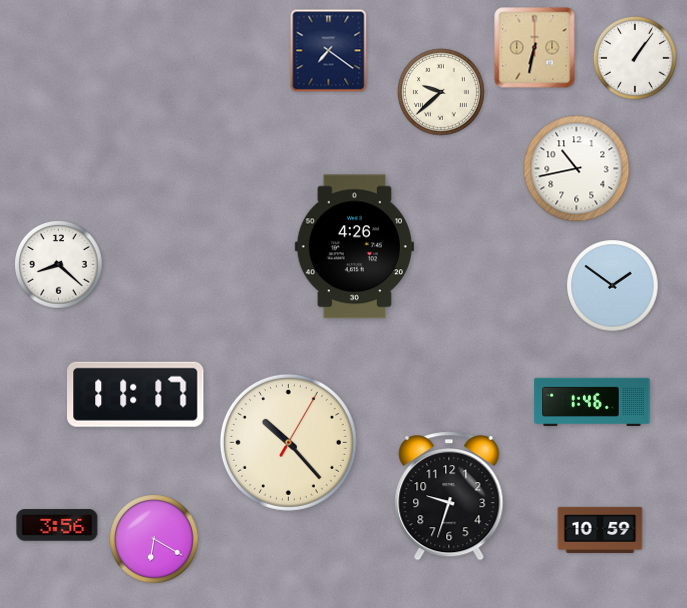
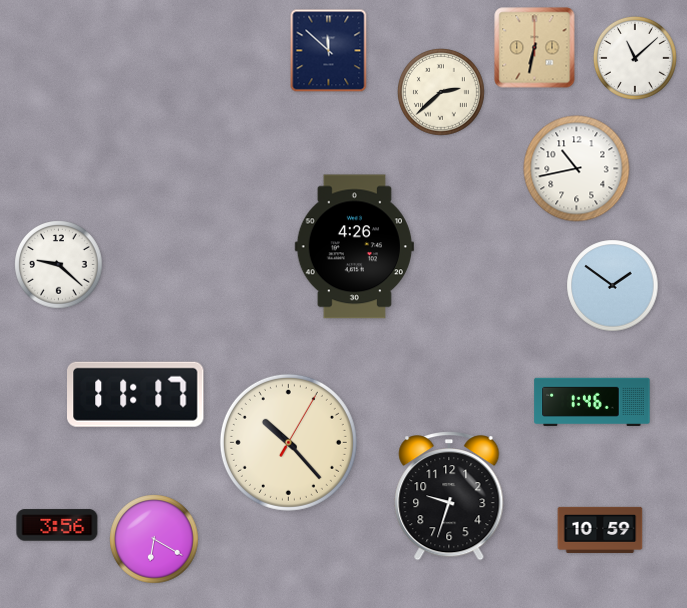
clock at (329, 51): 7:21 -> 11:52
clock at (635, 58): 1:06 -> 11:08
clock at (442, 93): 9:38 -> 2:38
clock at (59, 265): 8:22 -> 9:22
